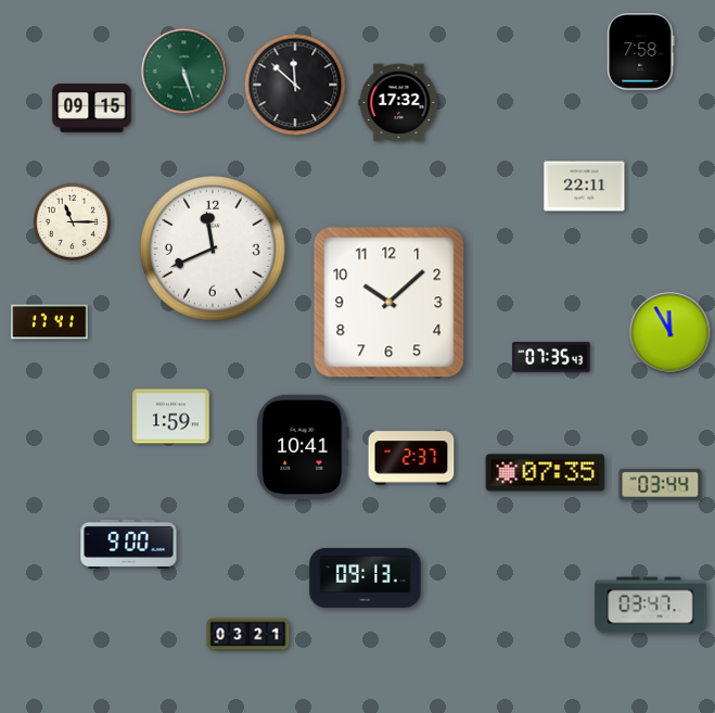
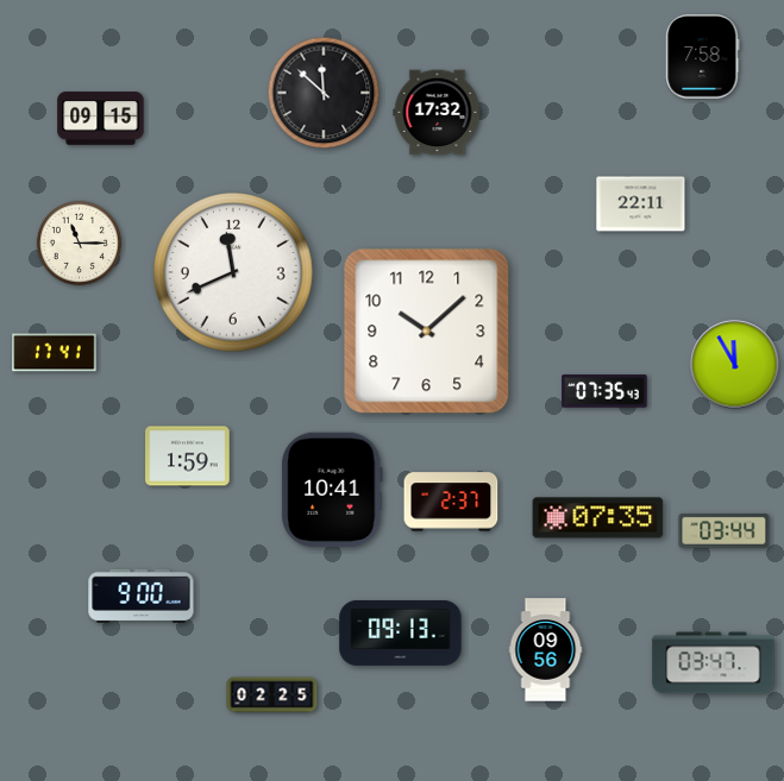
clock at (184, 72): 5:27 -> none
clock at (546, 650): none -> 09:56
clock at (248, 635): 03:21 -> 02:25
